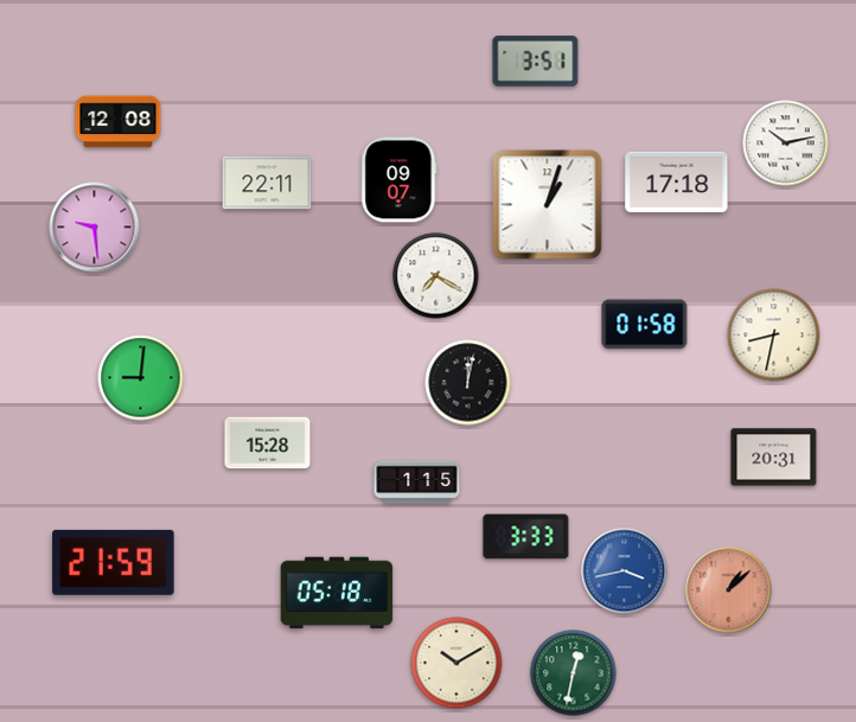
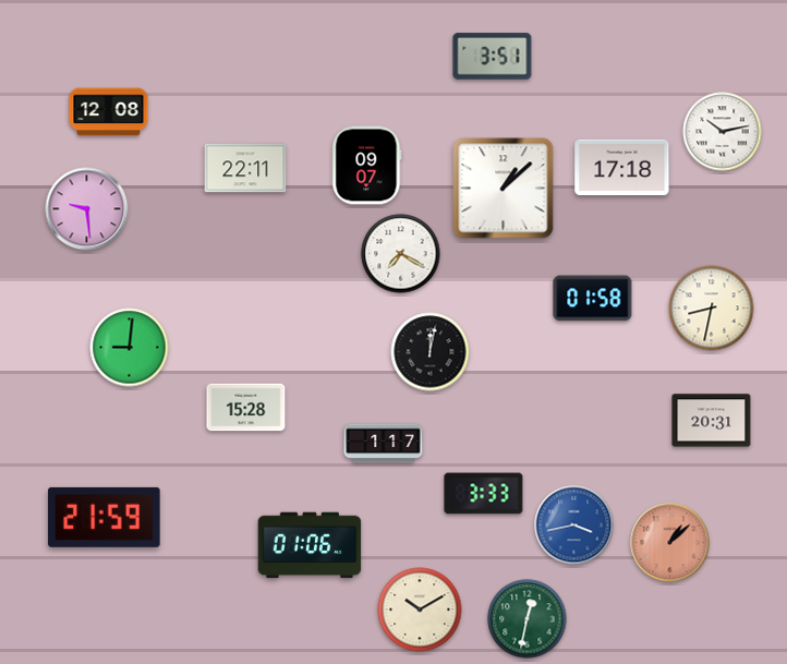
clock at (548, 205): 1:03 -> 1:08
clock at (417, 483): 1:15 -> 1:17
clock at (337, 593): 05:18 -> 01:06
